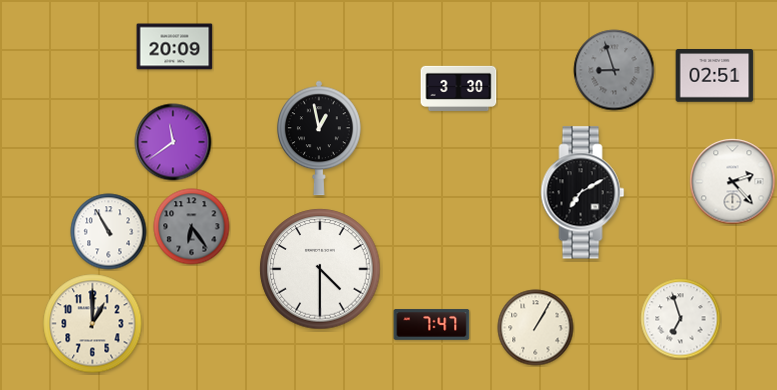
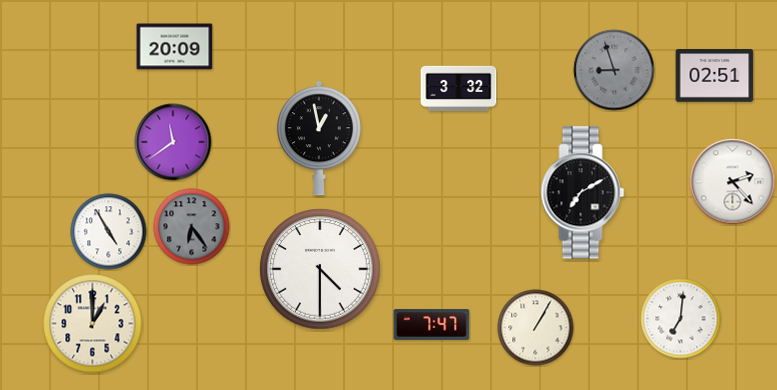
clock at (459, 88): 3:30 -> 3:32
clock at (109, 232): 10:55 -> 4:55
clock at (681, 319): 6:57 -> 7:01
